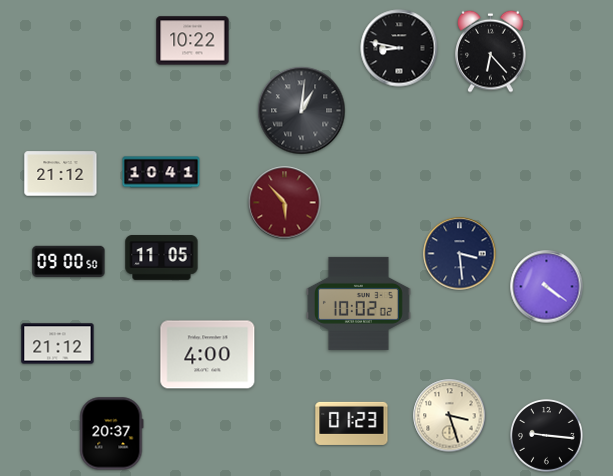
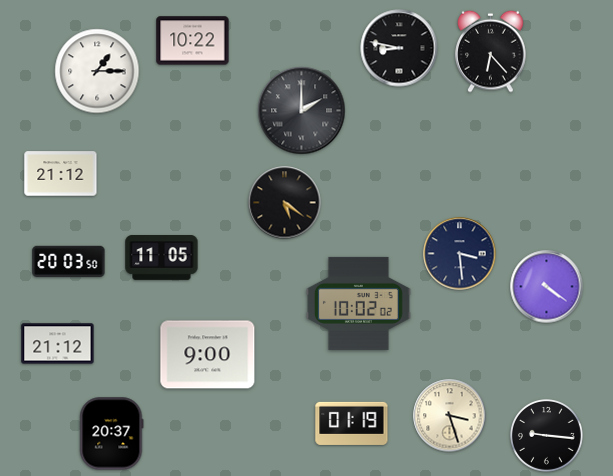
clock at (97, 71): none -> 1:15
clock at (302, 111): 1:01 -> 2:00
clock at (161, 172): 10:41 -> none
clock at (285, 203): 5:53 -> 5:21
clock at (285, 203) dial: burgundy -> black
clock at (69, 261): 09:00 -> 20:03
clock at (208, 355): 4:00 -> 9:00
clock at (352, 423): 01:23 -> 01:19
